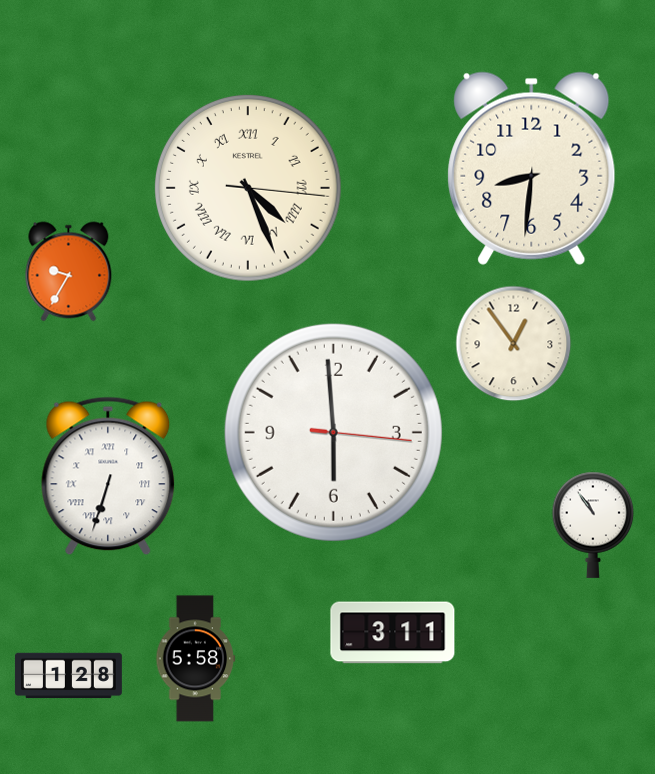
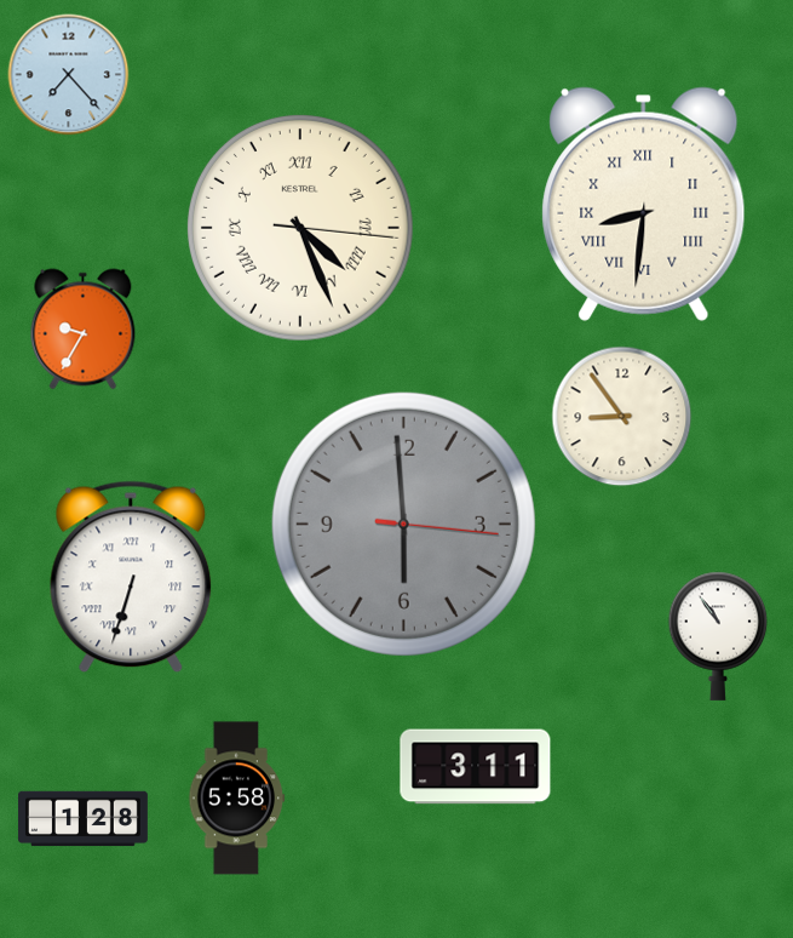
clock at (69, 75): none -> 7:23
clock at (532, 168) numerals: Arabic -> Roman
clock at (514, 344): 12:54 -> 8:54
clock at (333, 432) dial: white -> grey
